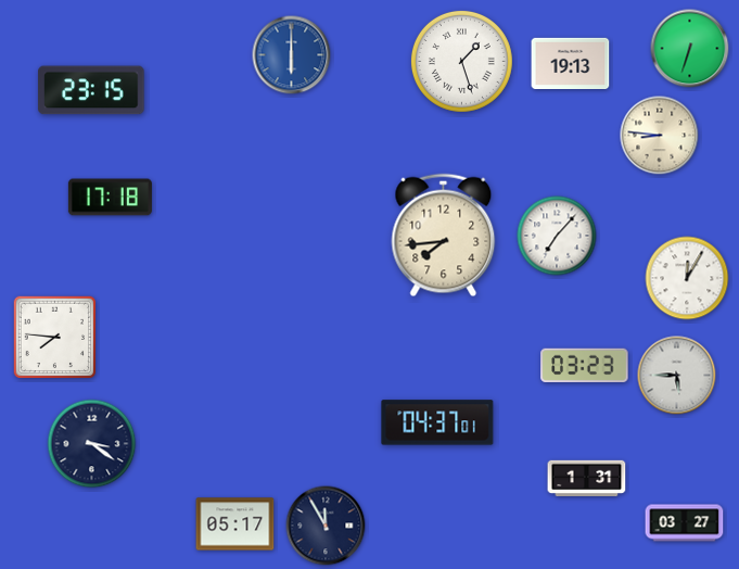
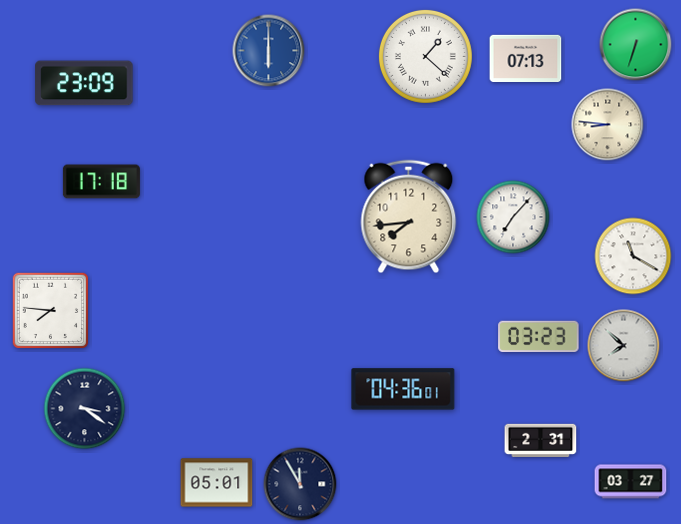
clock at (461, 61): 1:27 -> 1:22
clock at (571, 64): 19:13 -> 07:13
clock at (91, 90): 23:15 -> 23:09
clock at (687, 278): 12:05 -> 11:20
clock at (677, 376): 5:45 -> 7:52
clock at (437, 422): 04:37 -> 04:36
clock at (587, 478): 1:31 -> 2:31
clock at (235, 524): 05:17 -> 05:01
